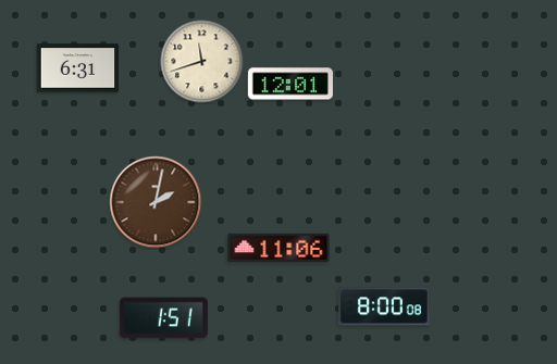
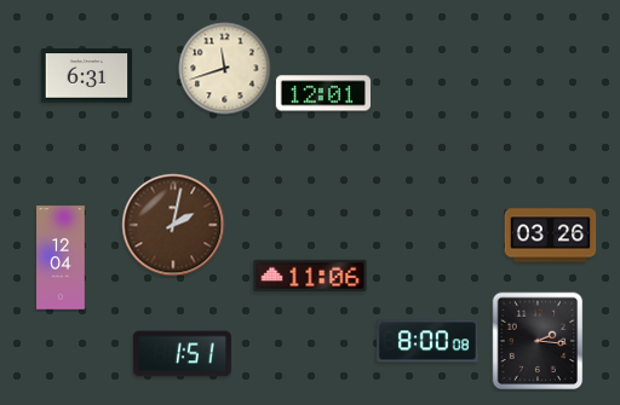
clock at (551, 236): none -> 03:26
clock at (61, 258): none -> 12:04
clock at (538, 341): none -> 2:16
